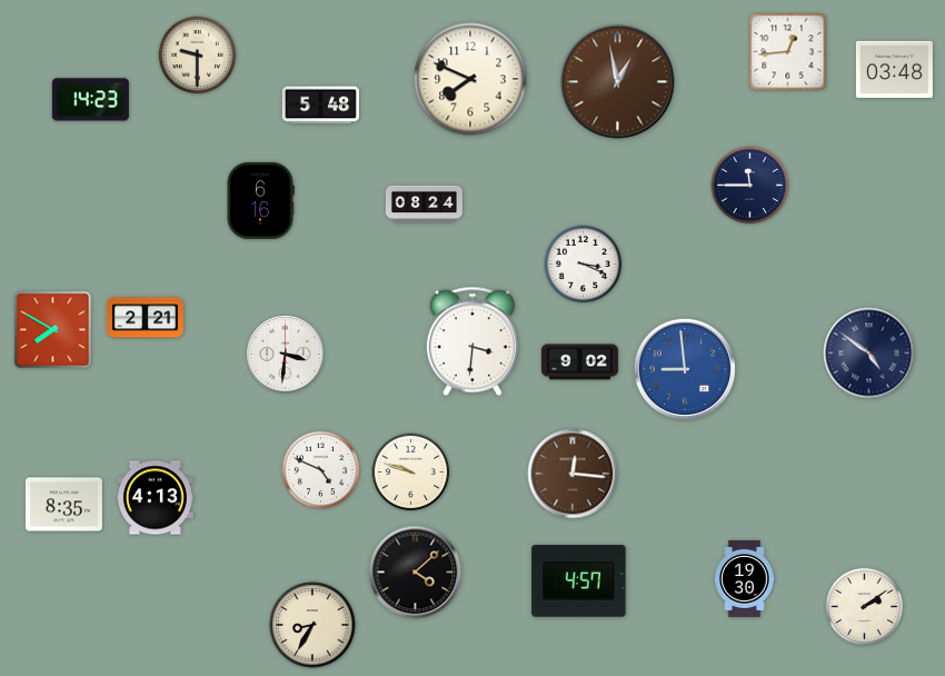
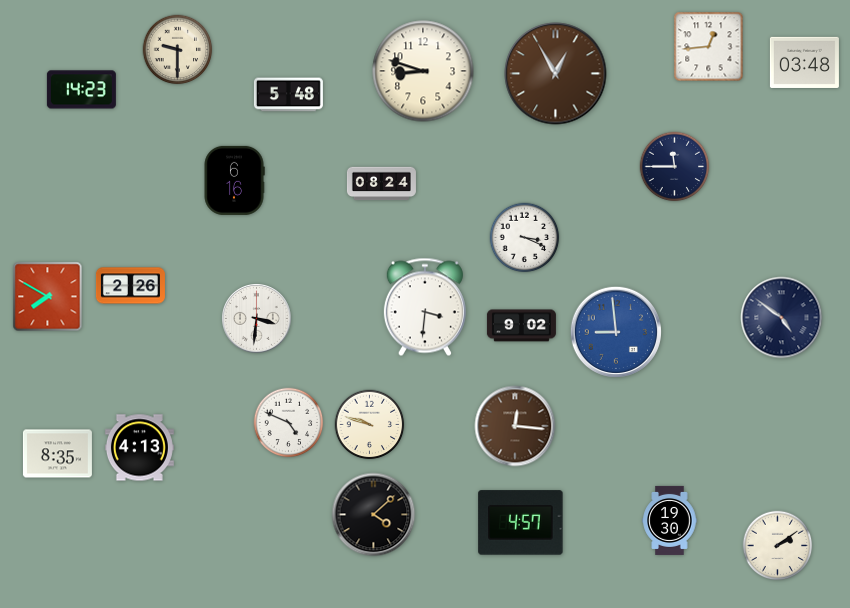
clock at (470, 79): 7:49 -> 8:48
clock at (618, 82): 12:58 -> 12:55
clock at (145, 318): 2:21 -> 2:26
clock at (312, 625): 8:35 -> none
